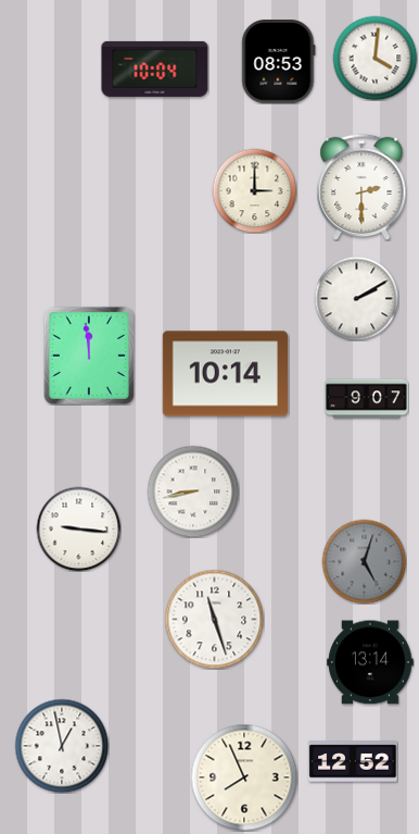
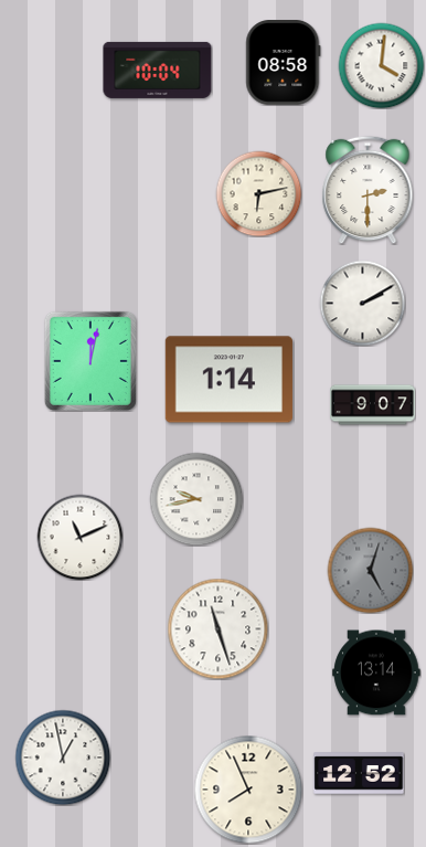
clock at (374, 58) position: (374, 58) -> (381, 65)
clock at (279, 62): 08:53 -> 08:58
clock at (254, 190): 3:00 -> 6:13
clock at (89, 356): 11:59 -> 12:02
clock at (225, 374): 10:14 -> 1:14
clock at (193, 491): 8:43 -> 9:43
clock at (78, 528): 9:16 -> 11:11
